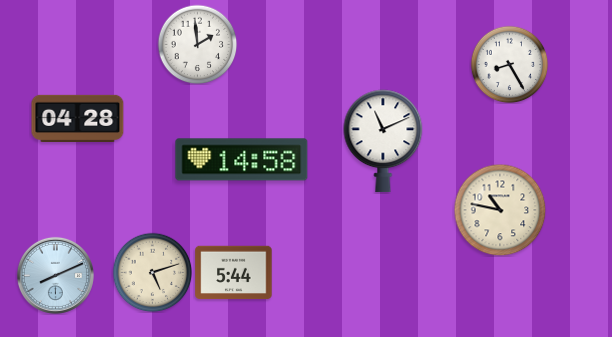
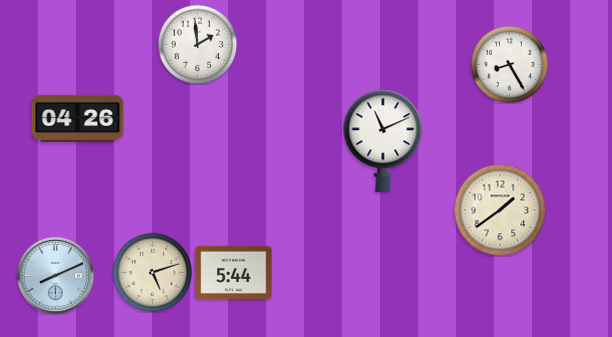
clock at (78, 118): 04:28 -> 04:26
clock at (242, 160): 14:58 -> none
clock at (500, 210): 10:47 -> 1:39
